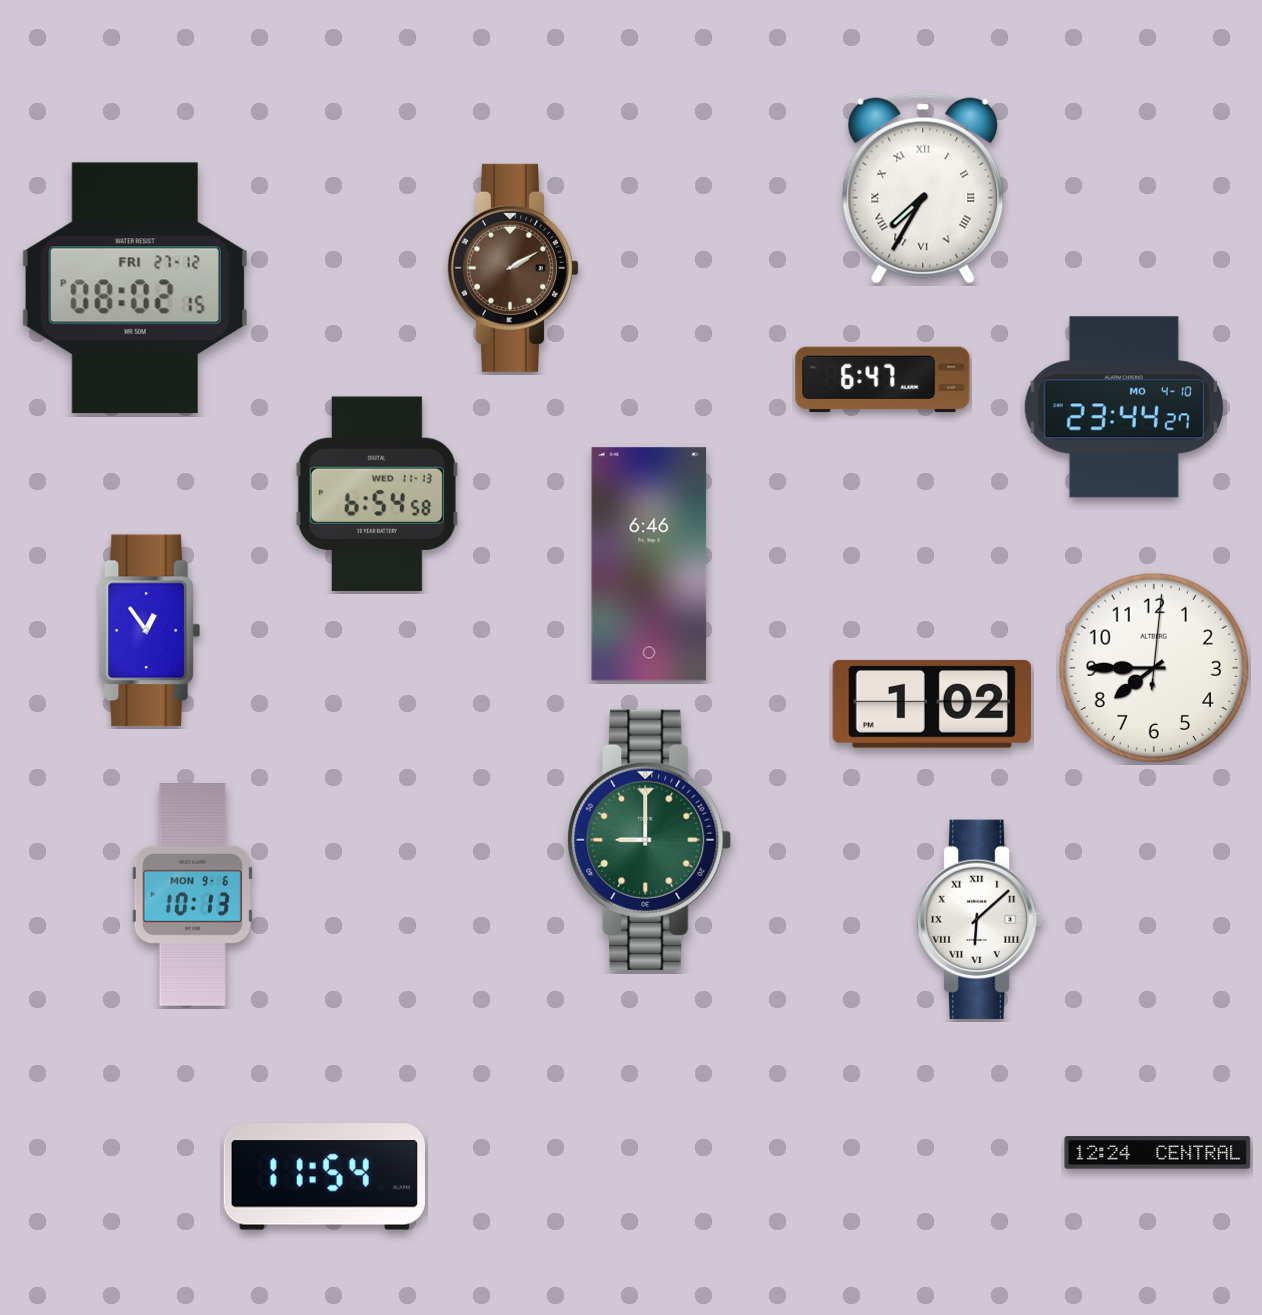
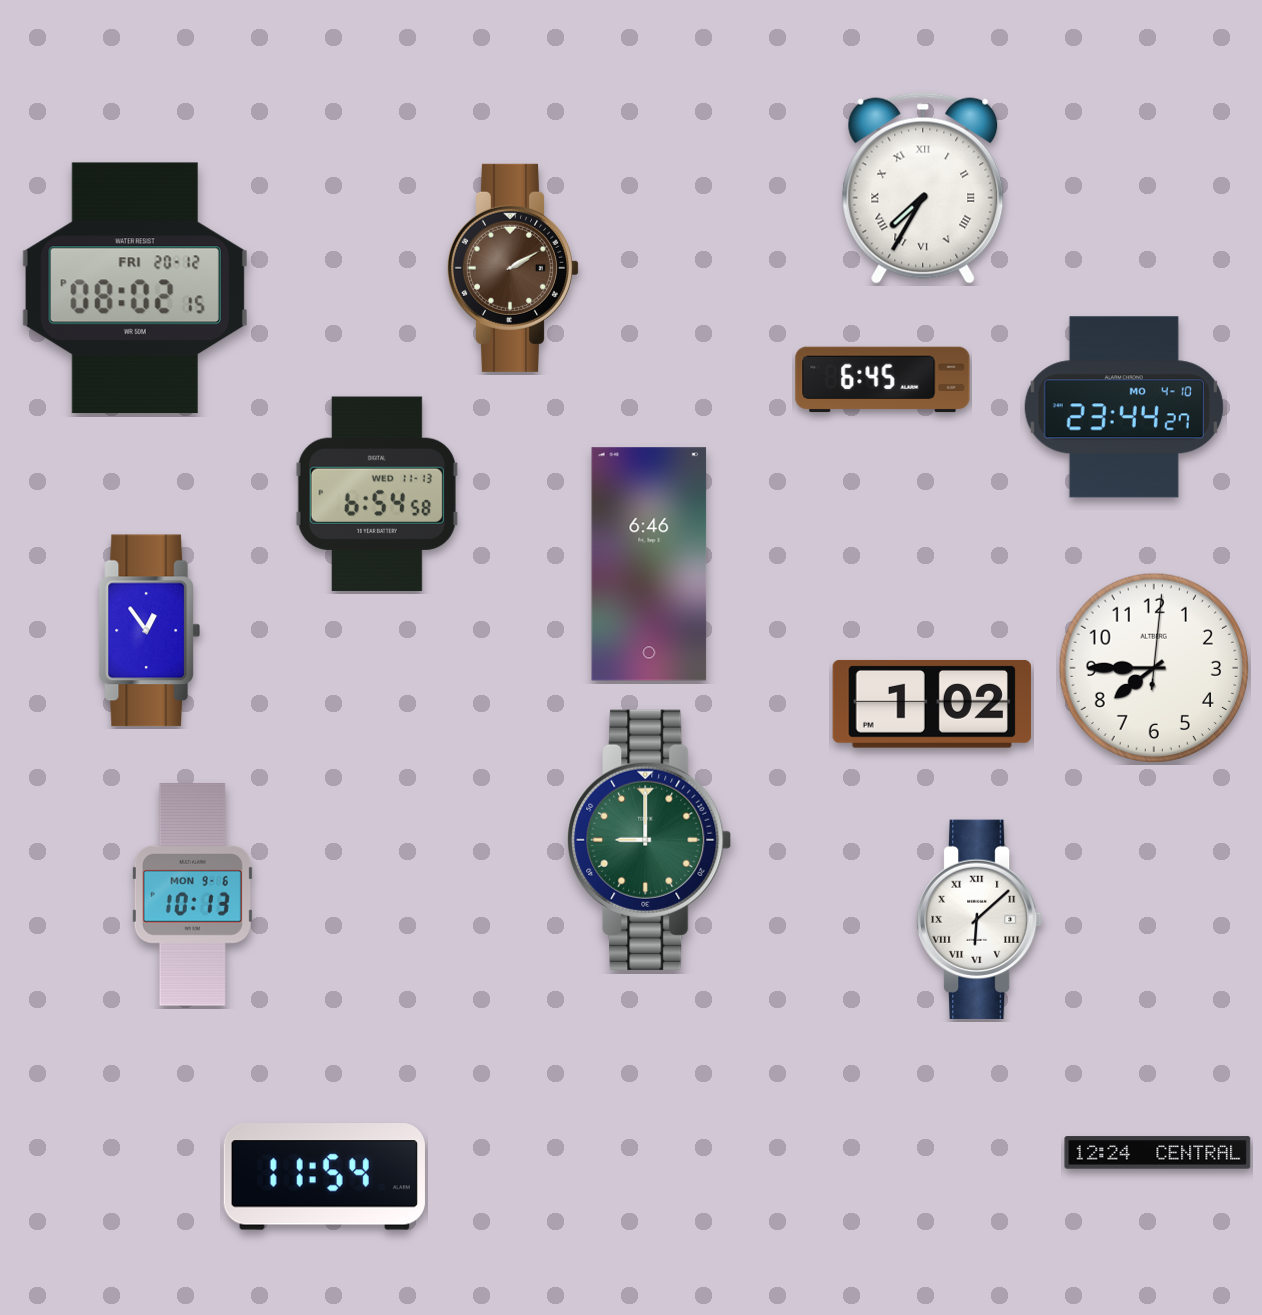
clock at (135, 288) date: FRI 27-12 -> FRI 20-12
clock at (883, 380): 6:47 -> 6:45
